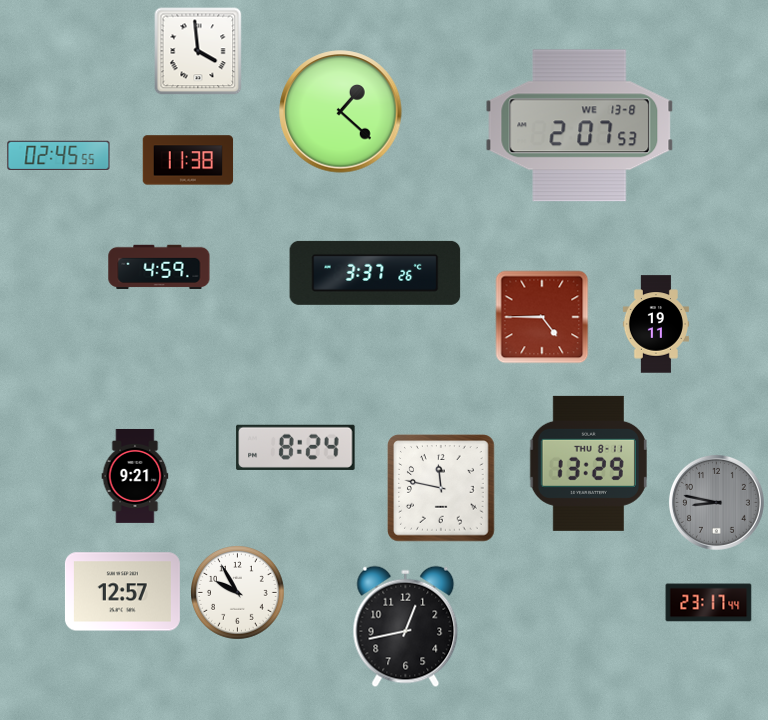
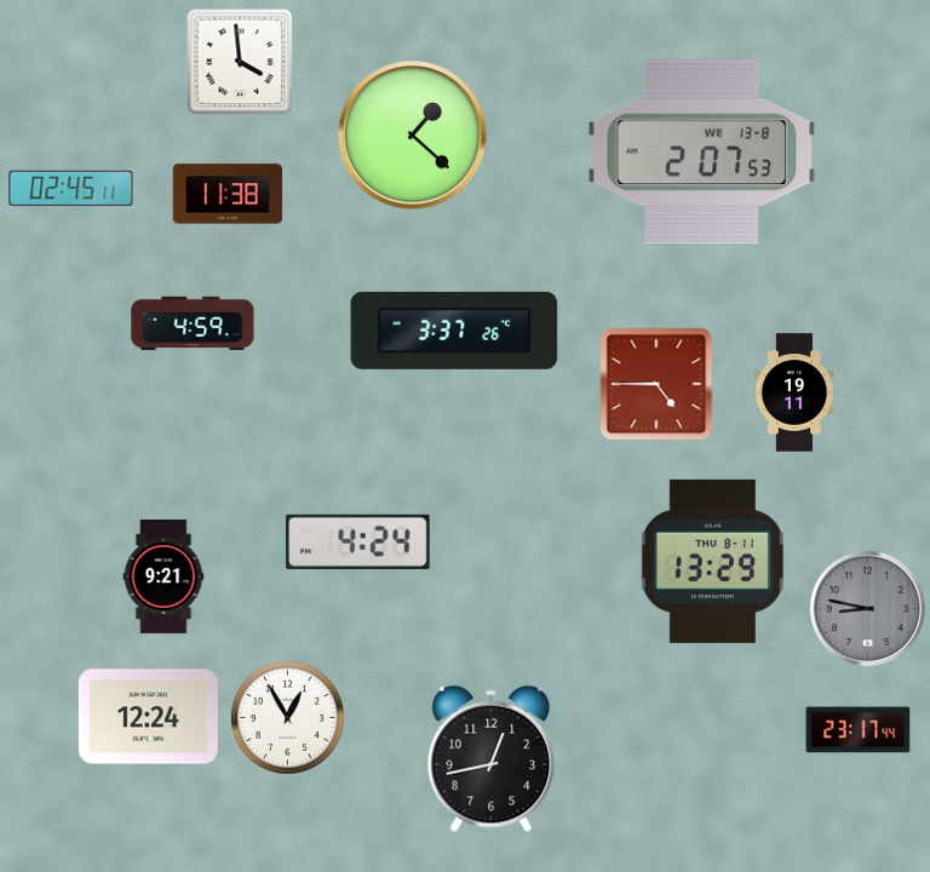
clock at (59, 155): 02:45:55 -> 02:45:11
clock at (296, 447): 8:24 -> 4:24
clock at (441, 488): 11:47 -> none
clock at (122, 592): 12:57 -> 12:24
clock at (238, 593): 9:55 -> 12:55
